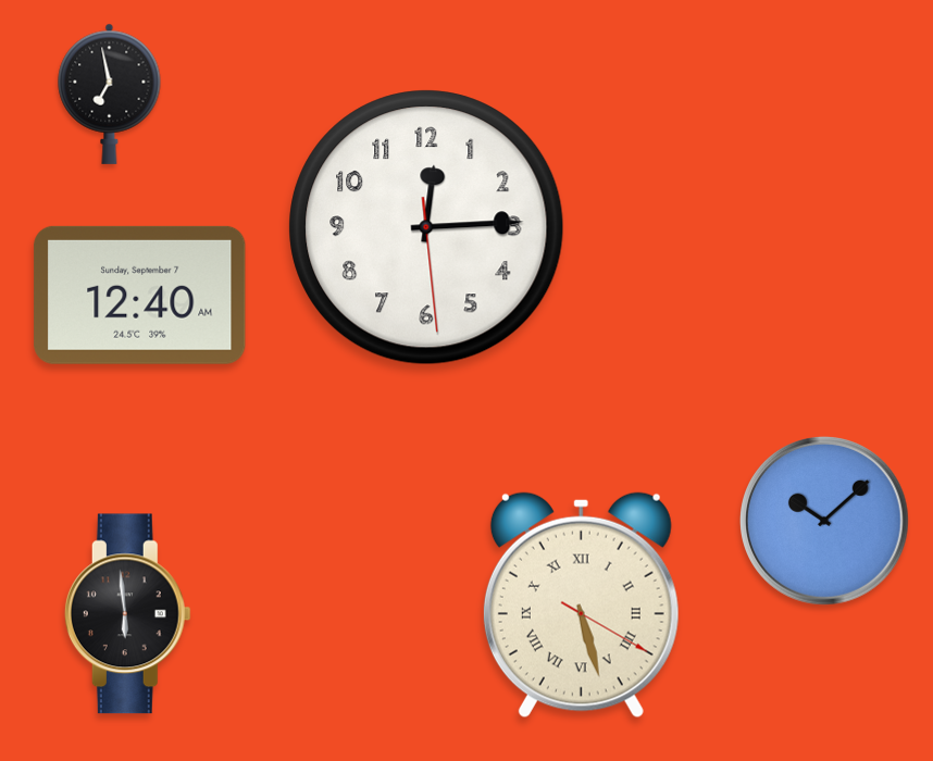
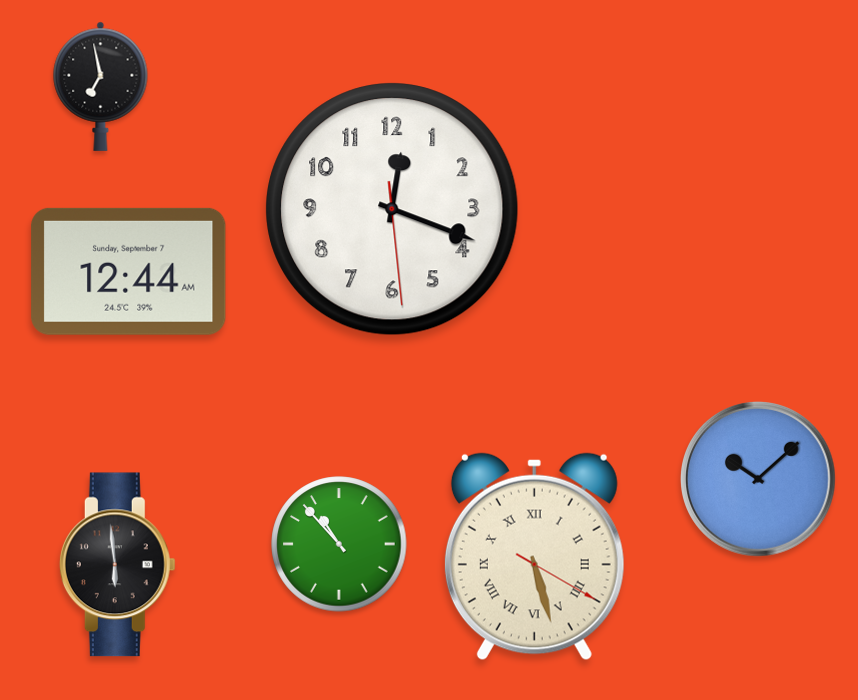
clock at (426, 227): 12:14 -> 12:18
clock at (140, 295): 12:40 -> 12:44
clock at (339, 544): none -> 10:53
